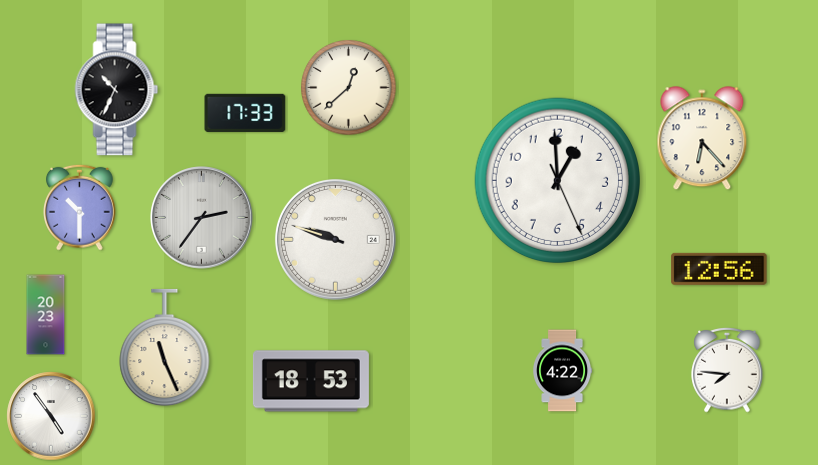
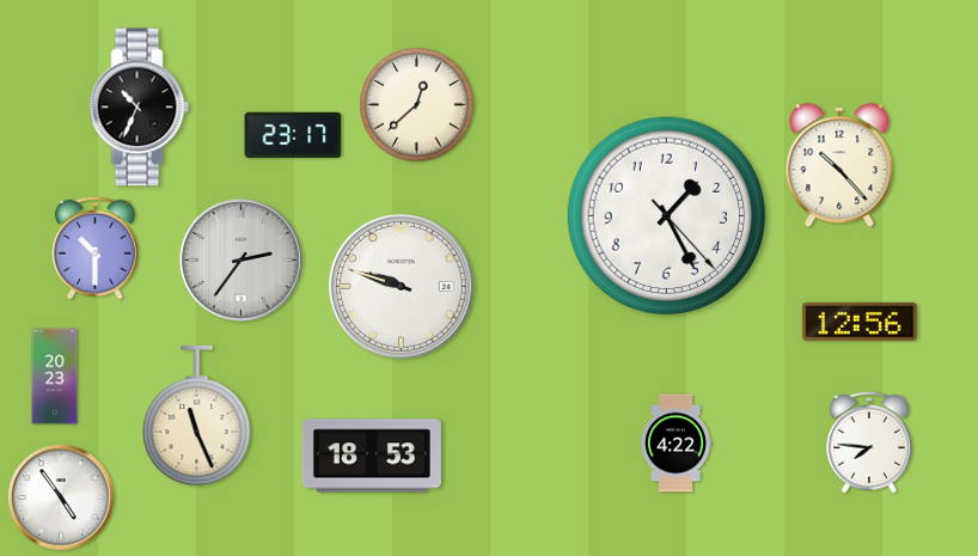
clock at (245, 113): 17:33 -> 23:17
clock at (702, 139): 6:23 -> 10:23
clock at (558, 181): 12:59 -> 1:25
clock at (563, 371) position: (563, 371) -> (677, 444)
